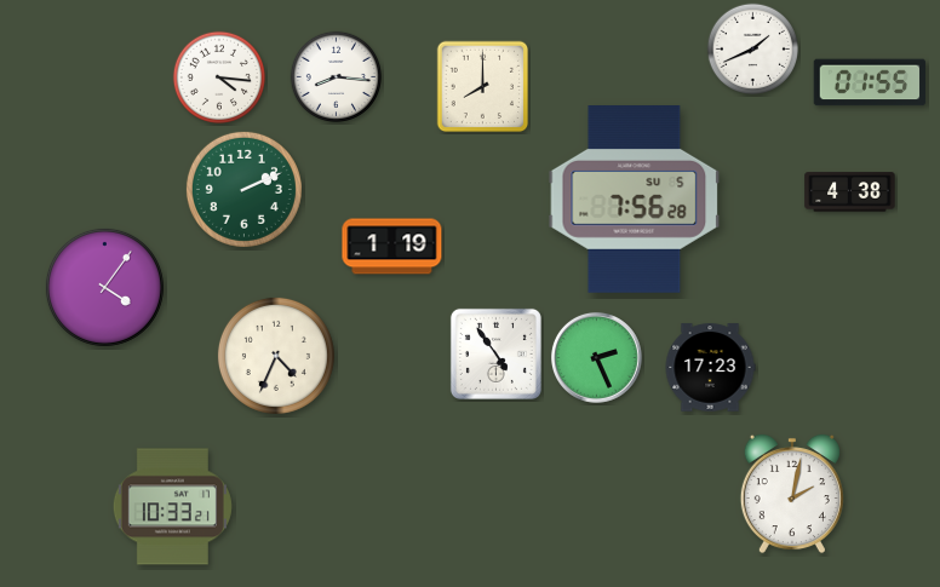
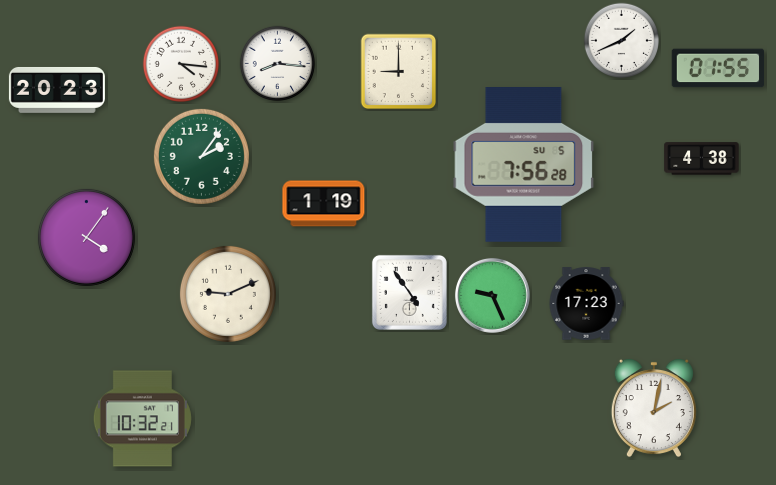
clock at (483, 87): 8:00 -> 9:00
clock at (57, 90): none -> 20:23
clock at (243, 189): 2:11 -> 2:06
clock at (276, 356): 4:34 -> 9:11
clock at (596, 357): 2:26 -> 9:26
clock at (172, 507): 10:33 -> 10:32
